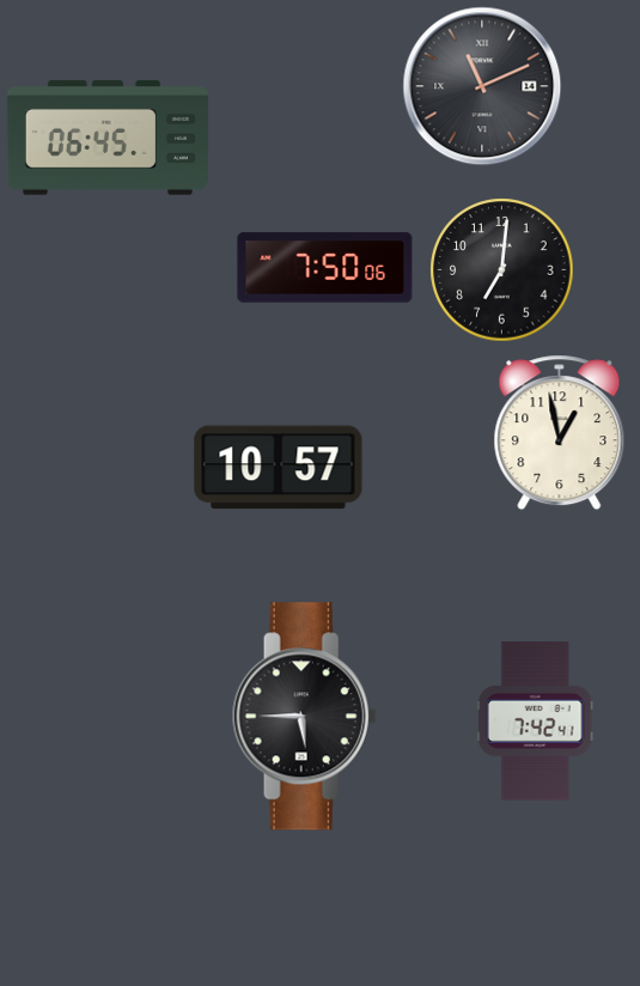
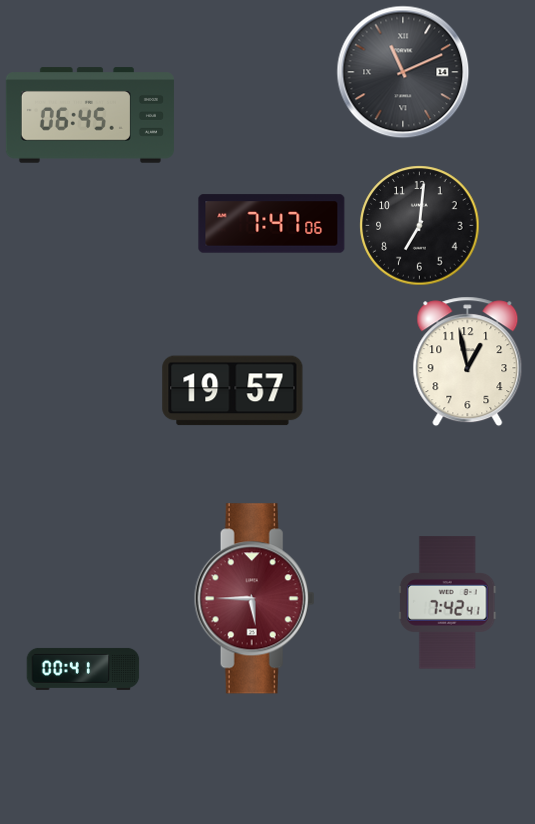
clock at (325, 268): 7:50 -> 7:47
clock at (279, 468): 10:57 -> 19:57
clock at (304, 717) dial: black -> burgundy
clock at (83, 669): none -> 00:41
